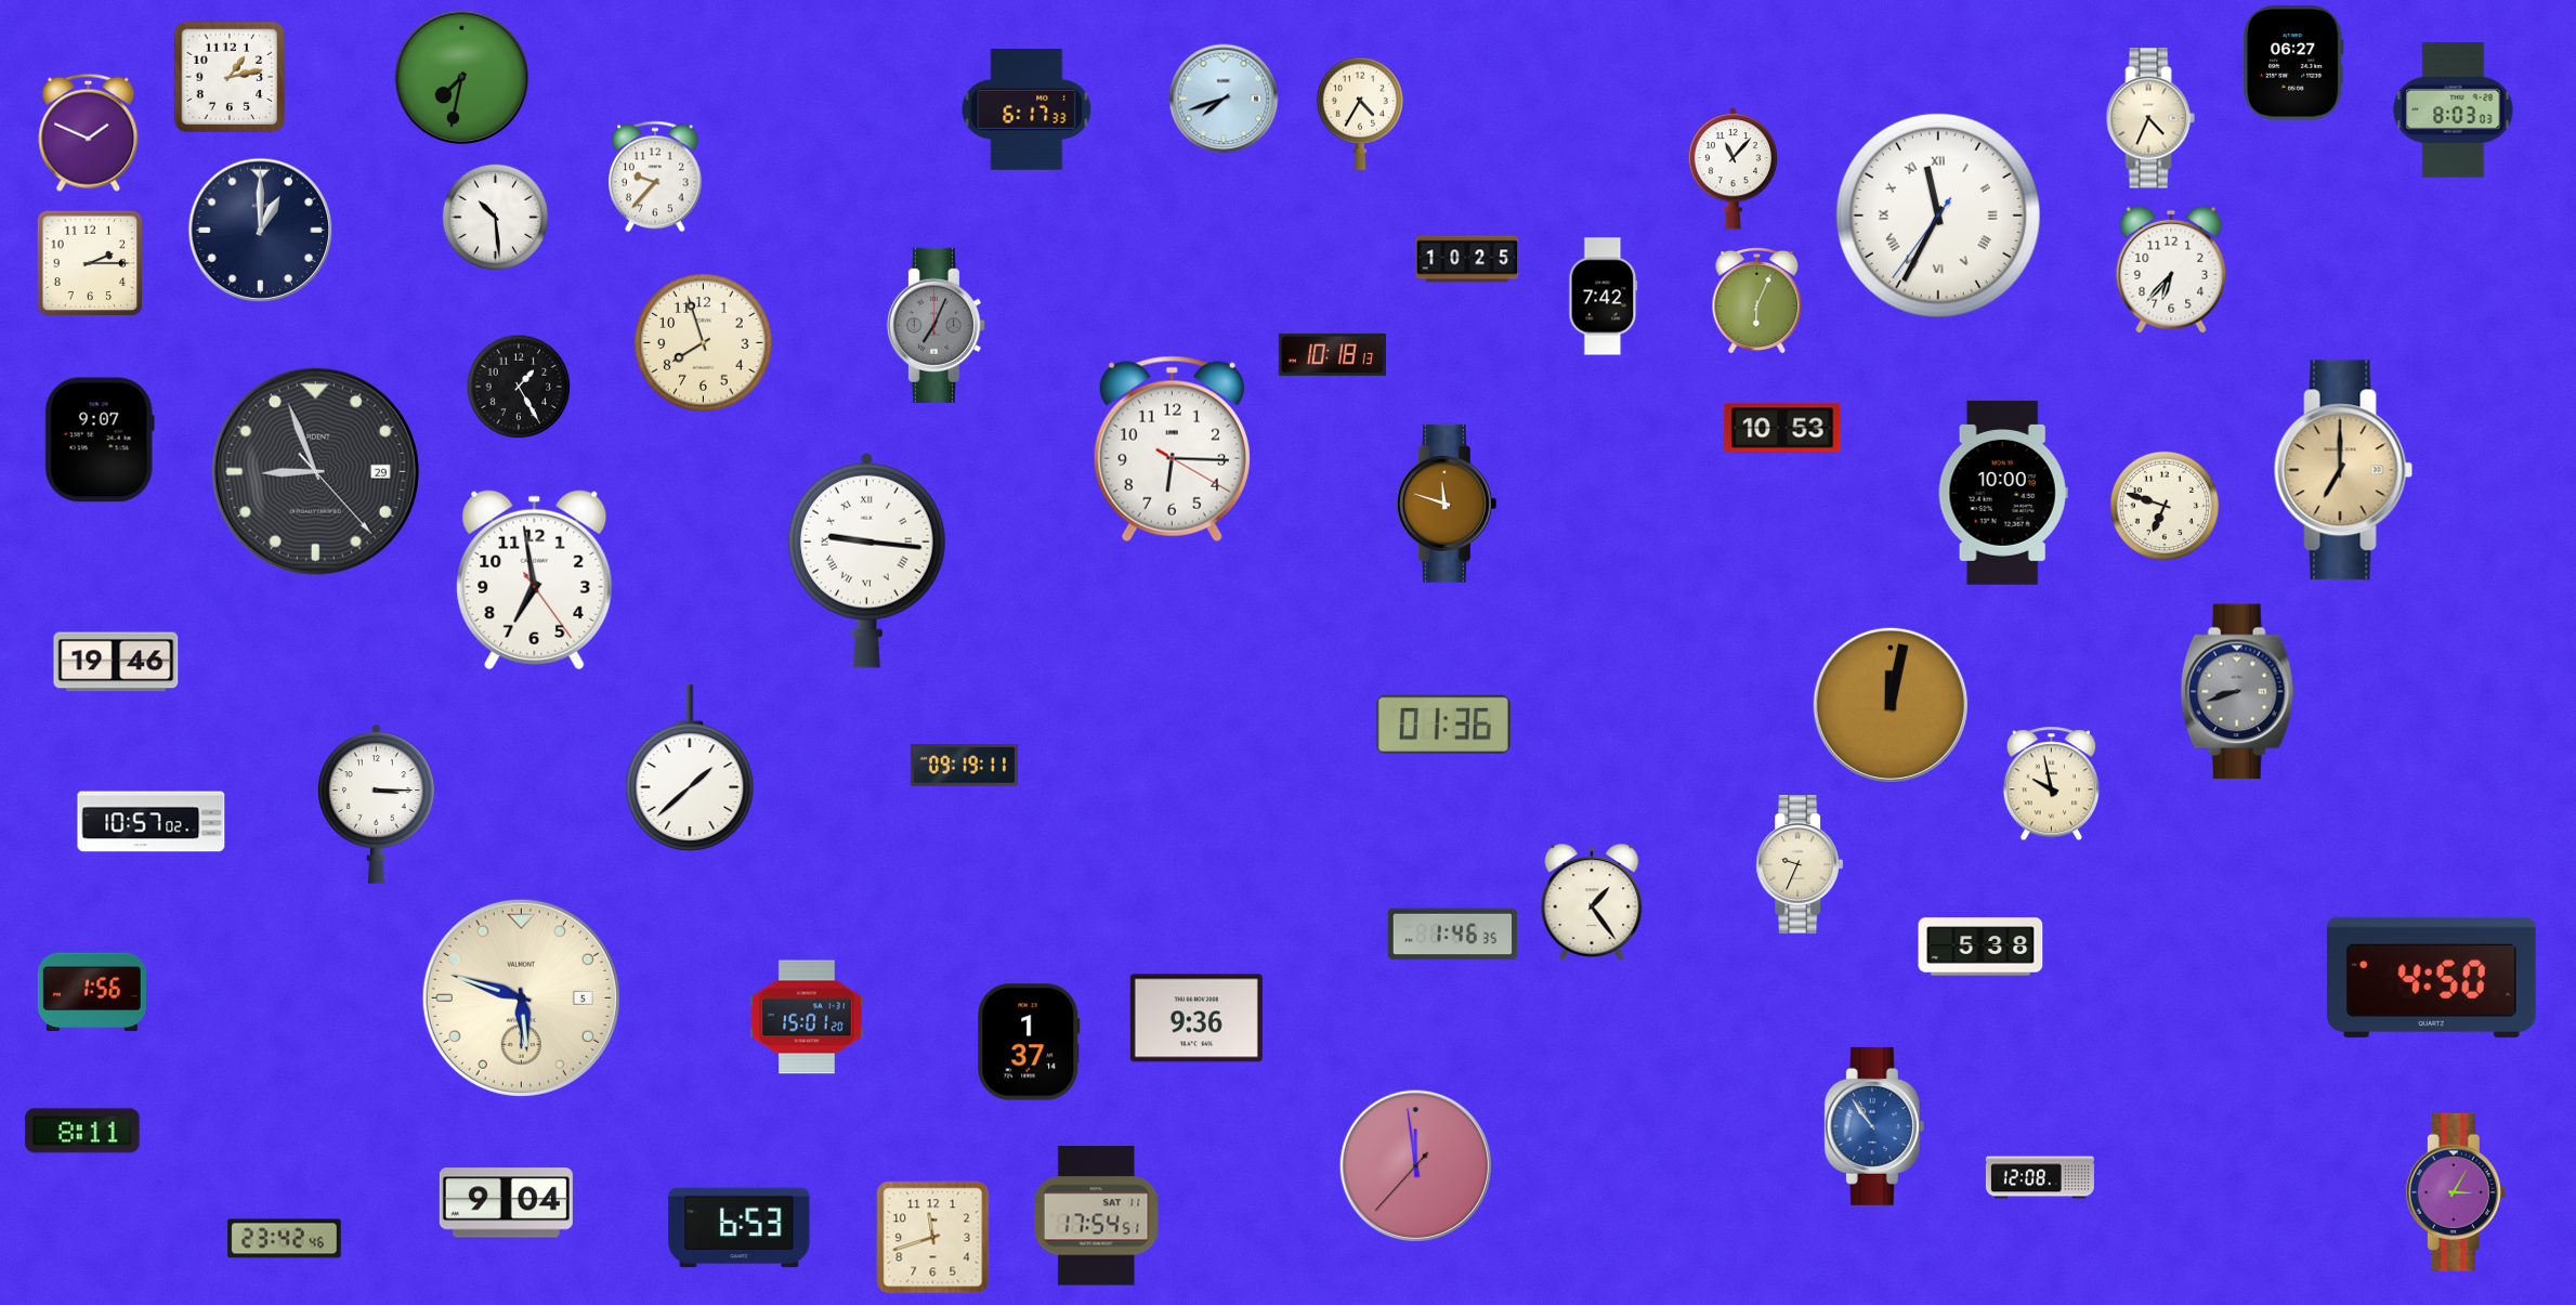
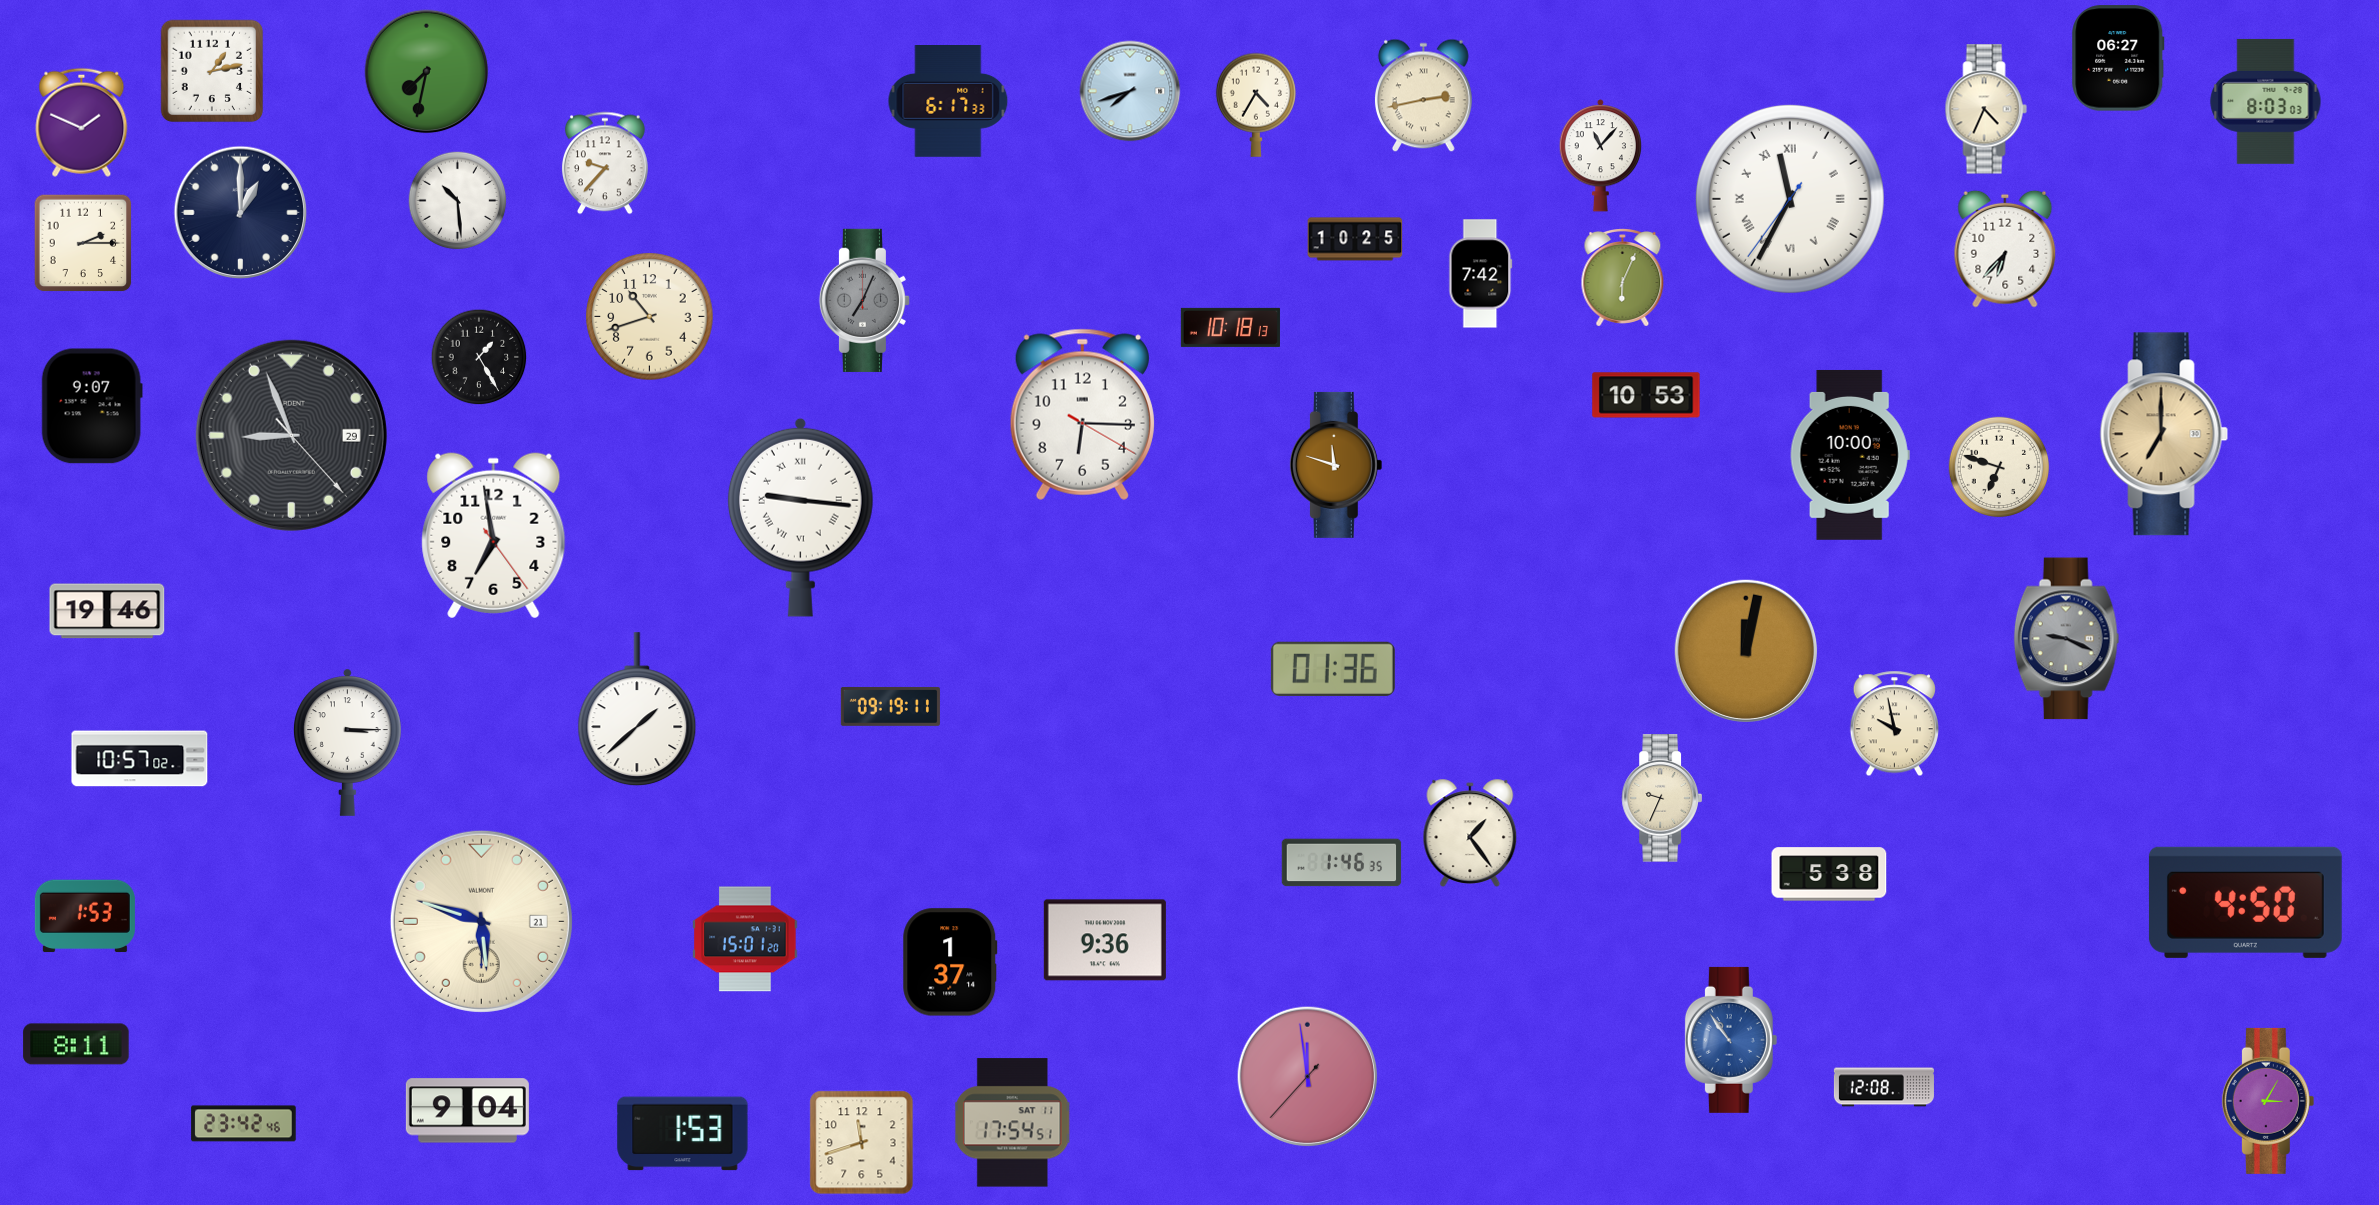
clock at (1424, 96): none -> 2:43
clock at (704, 343): 7:57 -> 10:42
clock at (2238, 692): 8:42 -> 9:19
clock at (92, 992): 1:56 -> 1:53
clock at (521, 997) date: 5 -> 21
clock at (740, 1228): 6:53 -> 1:53
clock at (285, 1239) position: (285, 1239) -> (244, 1124)
